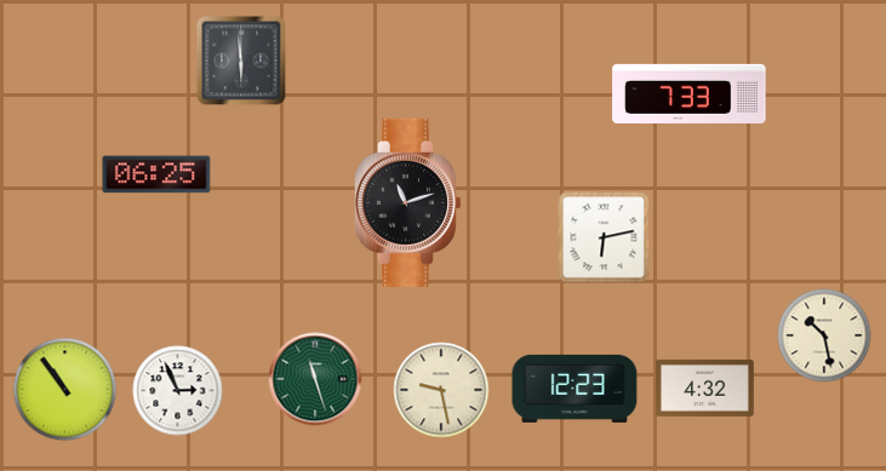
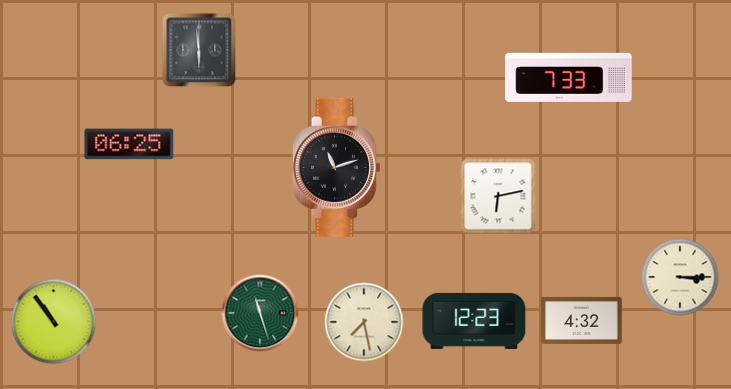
clock at (824, 335): 10:28 -> 3:15
clock at (441, 390): 9:28 -> 7:28
clock at (178, 391): 2:56 -> none
